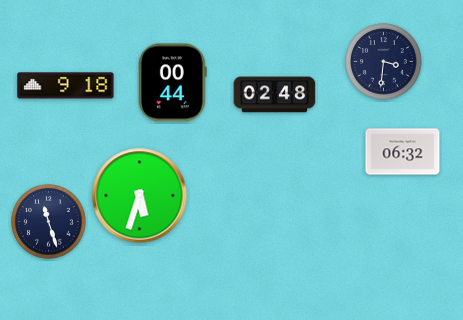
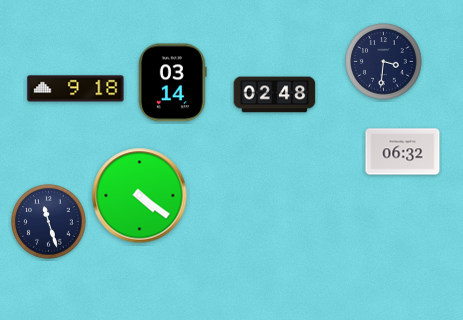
clock at (173, 83): 00:44 -> 03:14
clock at (66, 86) position: (66, 86) -> (76, 89)
clock at (140, 196): 5:33 -> 4:21
